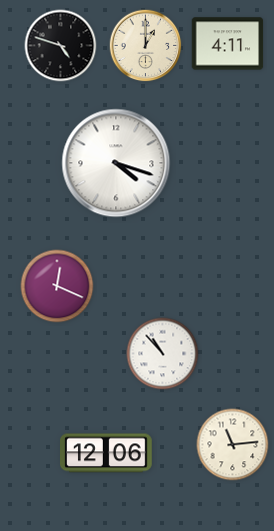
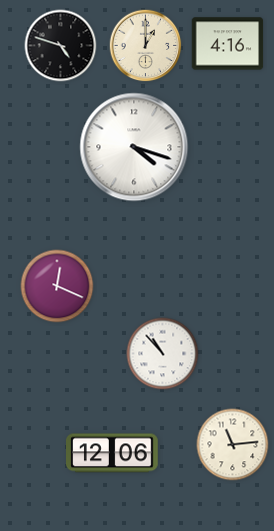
clock at (228, 44): 4:11 -> 4:16
clock at (116, 163) position: (116, 163) -> (134, 147)
clock at (107, 453) position: (107, 453) -> (113, 453)
